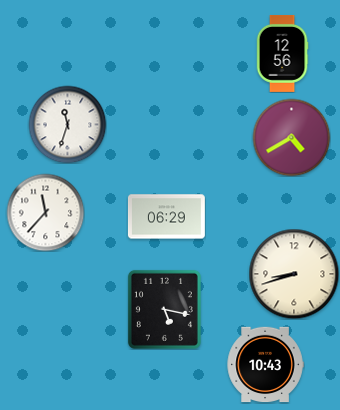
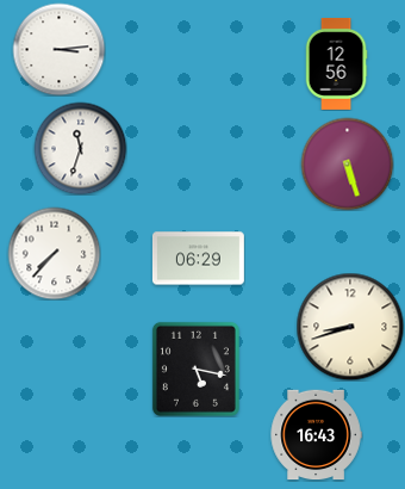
clock at (58, 49): none -> 3:14
clock at (291, 137): 4:40 -> 5:27
clock at (45, 212): 11:37 -> 7:37
clock at (265, 365): 10:43 -> 16:43
